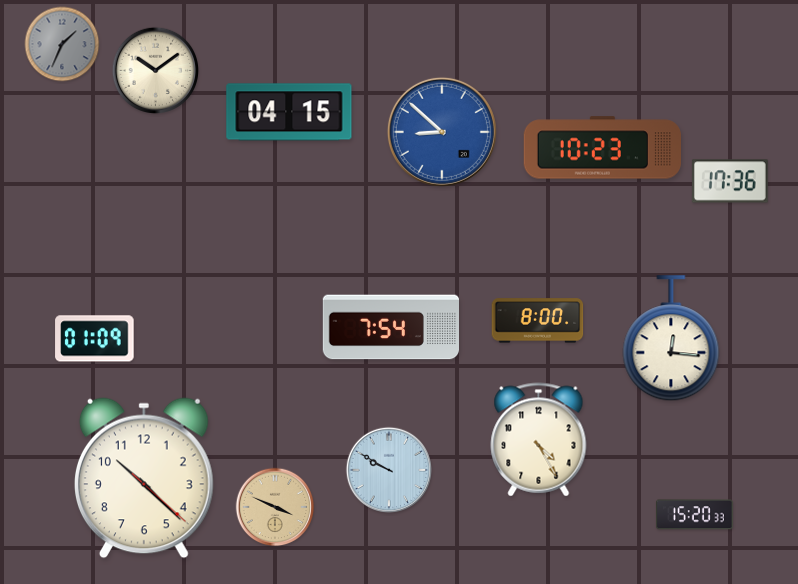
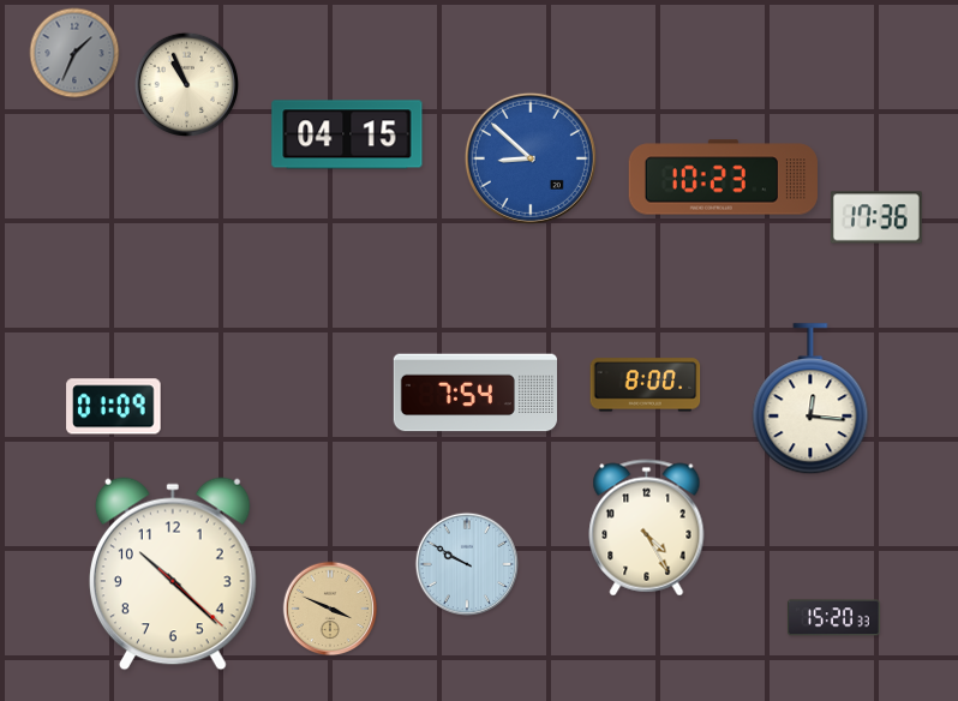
clock at (155, 70): 10:09 -> 10:56
clock at (391, 327) position: (391, 327) -> (475, 393)
clock at (671, 339) position: (671, 339) -> (810, 400)
